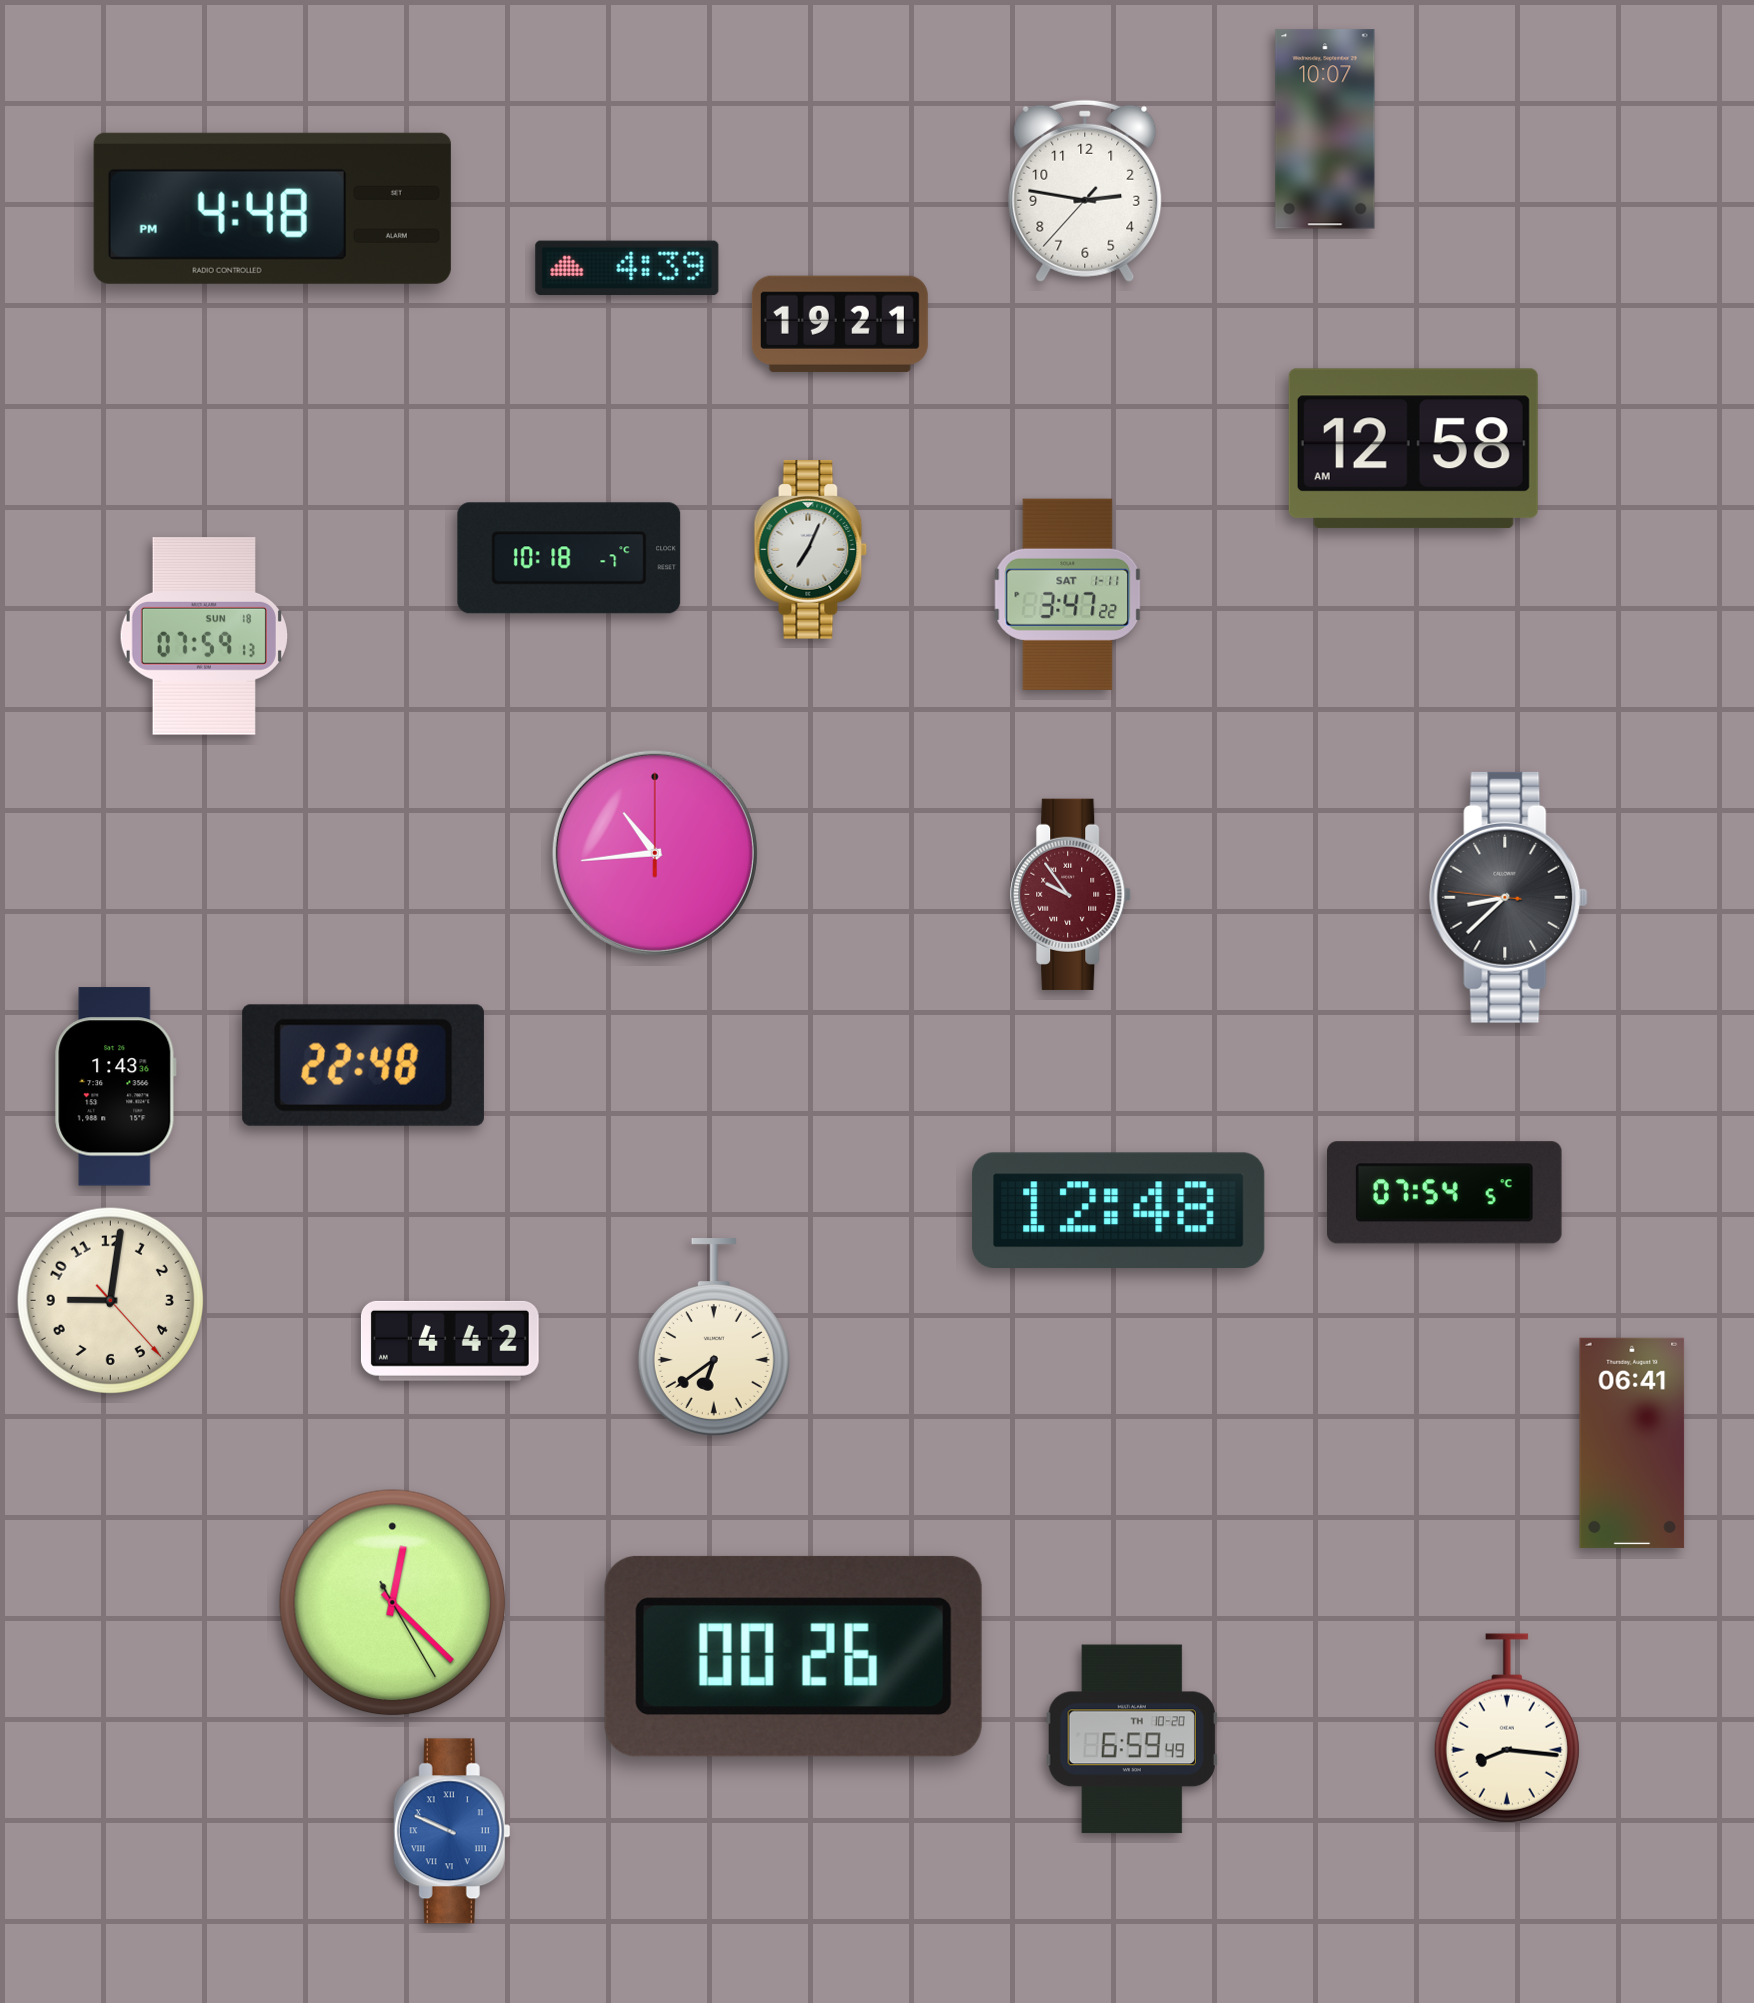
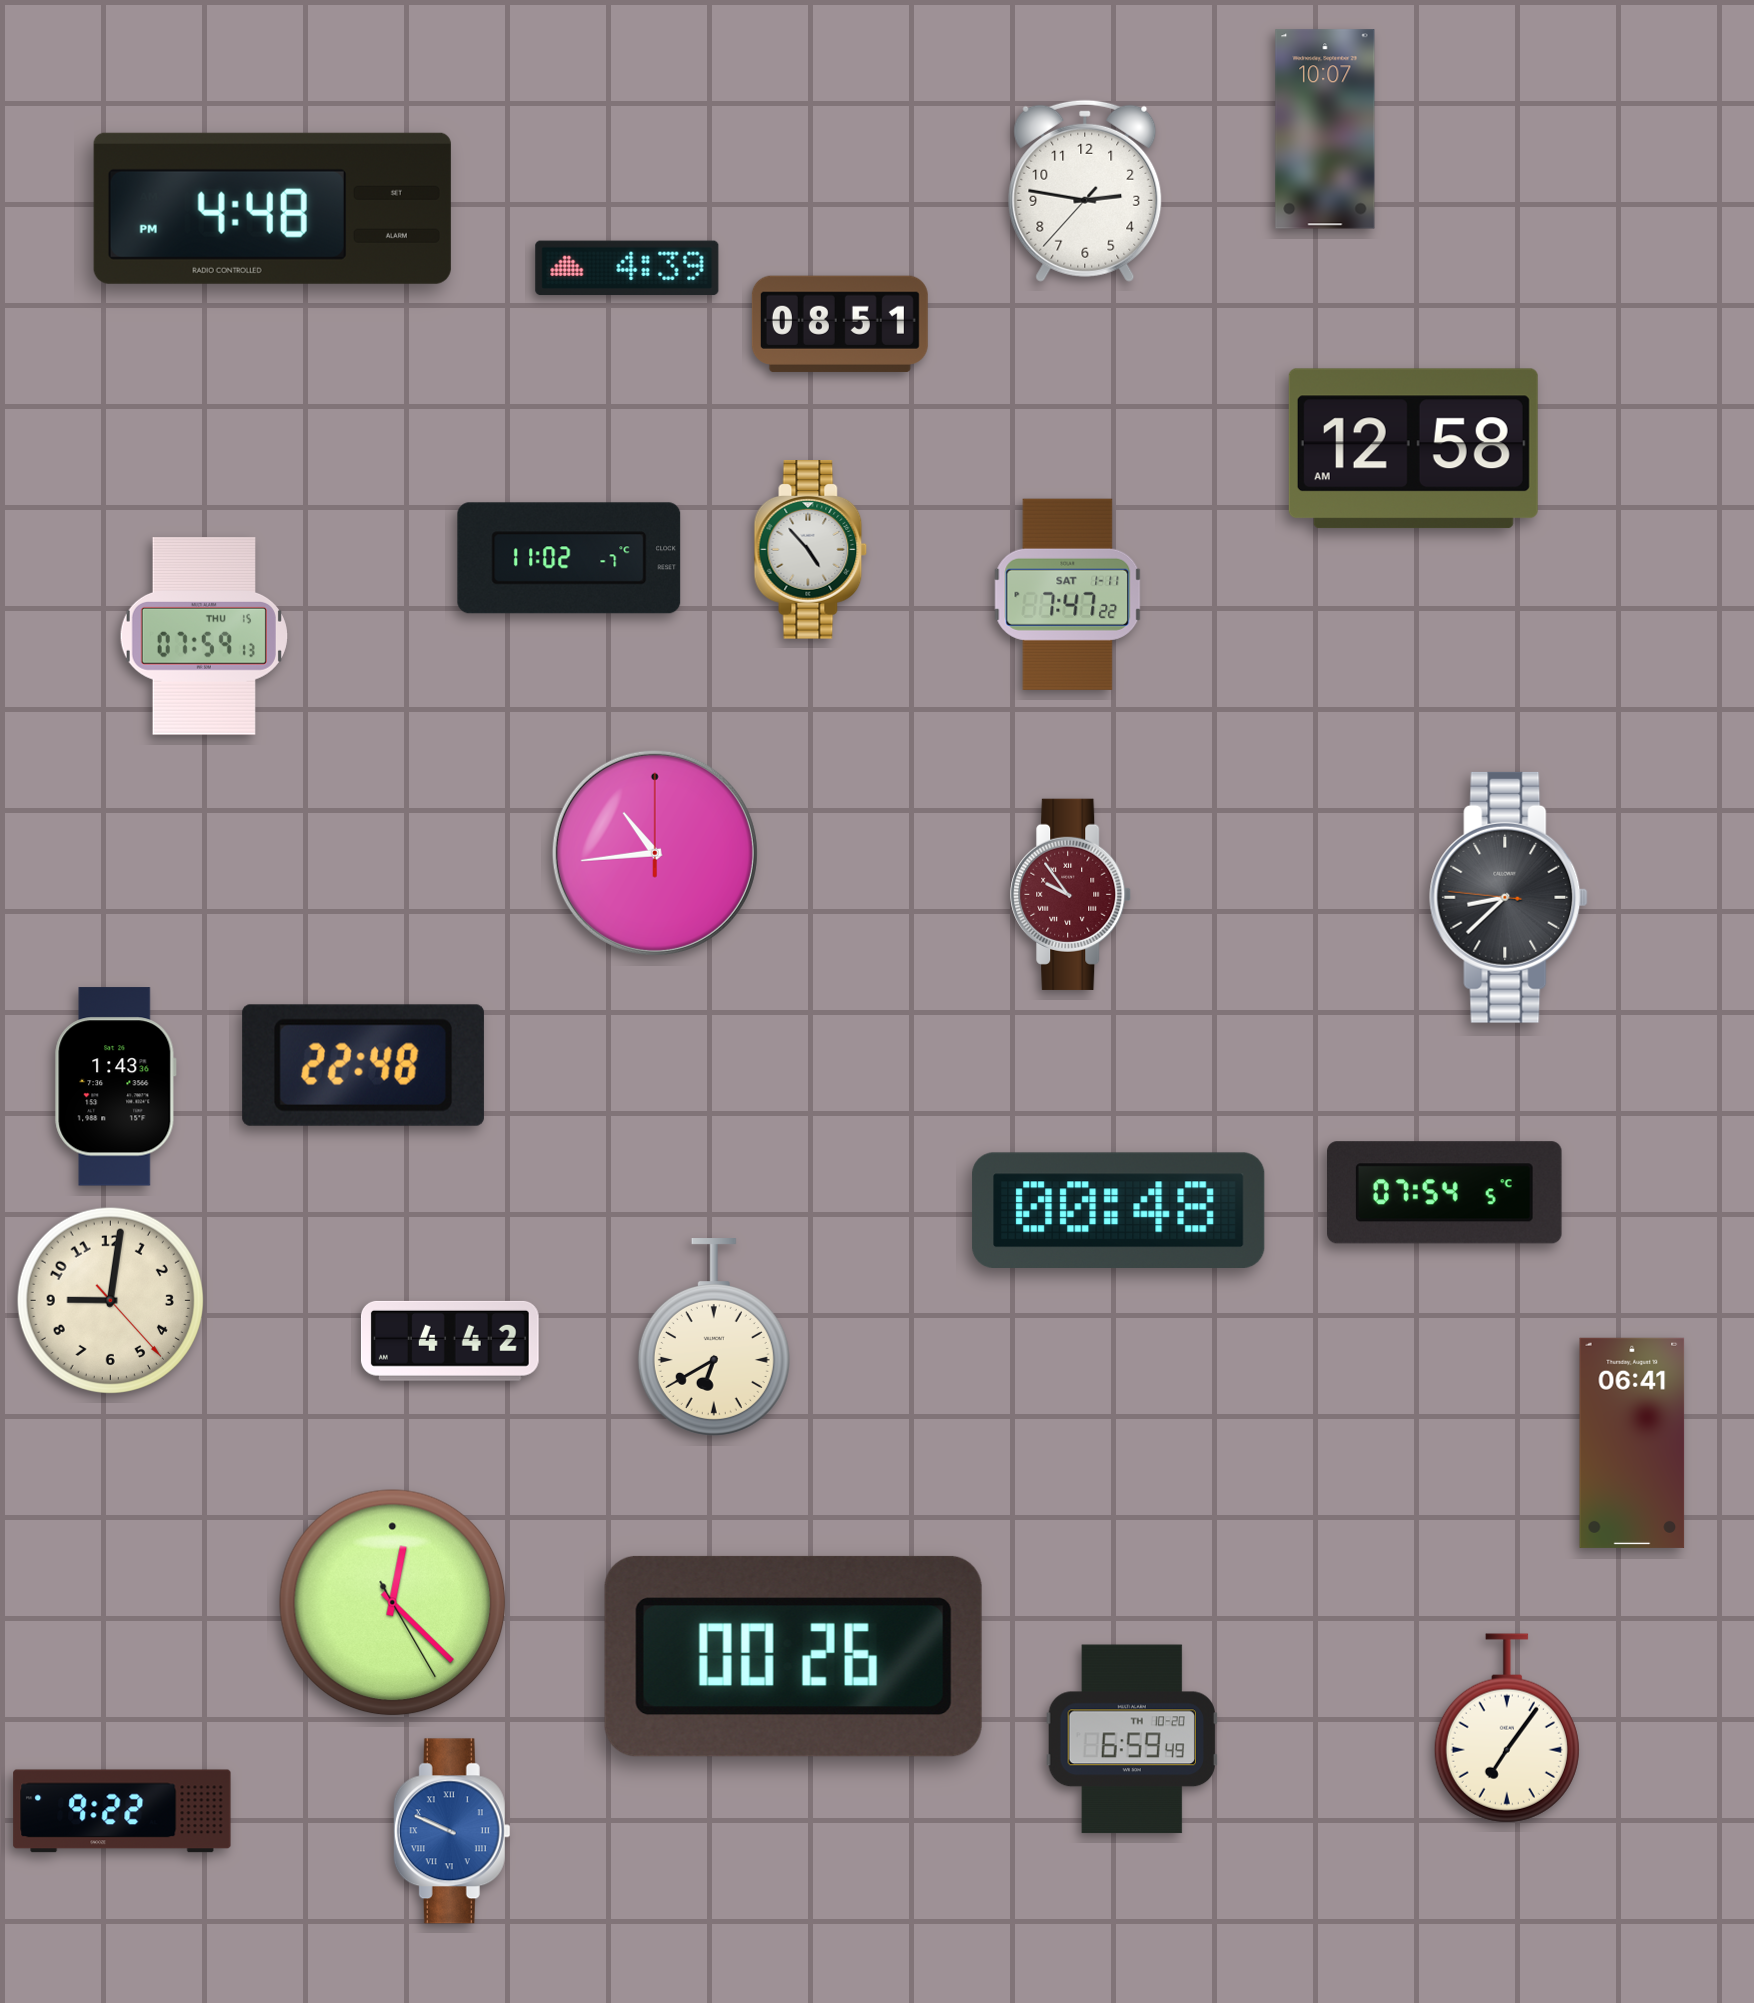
clock at (840, 324): 19:21 -> 08:51
clock at (811, 550): 7:04 -> 4:53
clock at (569, 558): 10:18 -> 11:02
clock at (1068, 594): 3:47 -> 7:47
clock at (204, 636) date: SUN 18 -> THU 15
clock at (1119, 1210): 12:48 -> 00:48
clock at (714, 1337): 6:39 -> 6:40
clock at (1507, 1728): 8:16 -> 7:06
clock at (122, 1811): none -> 9:22
